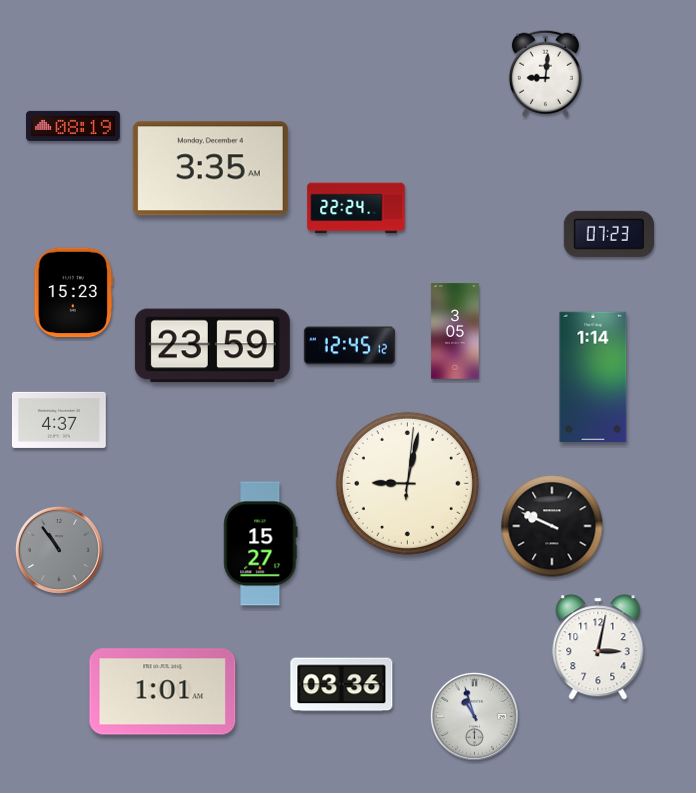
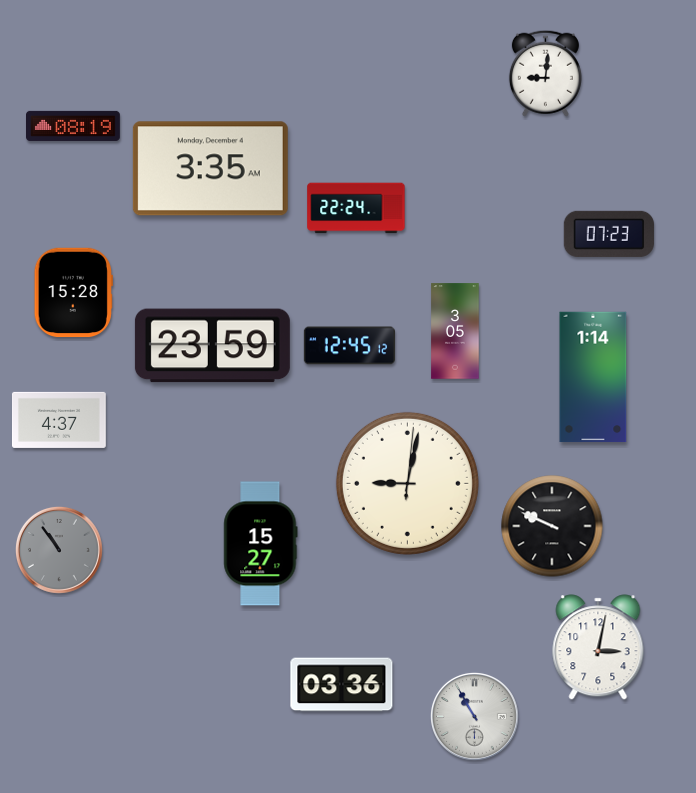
clock at (73, 293): 15:23 -> 15:28
clock at (163, 692): 1:01 -> none
clock at (474, 716): 10:57 -> 10:55
